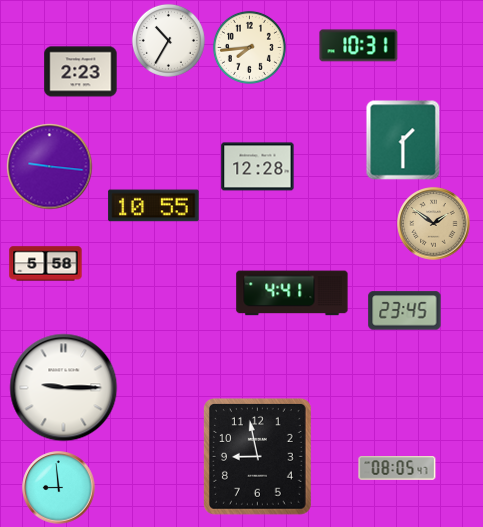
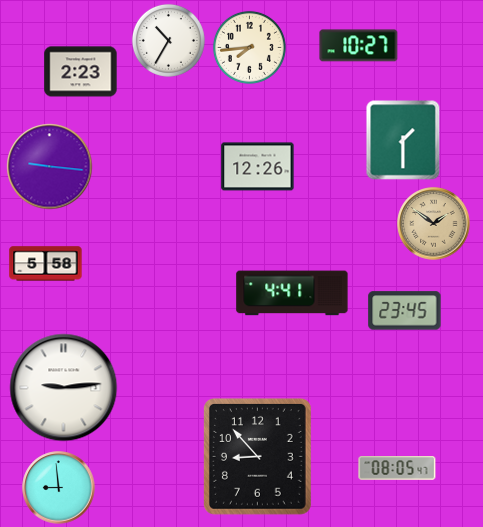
clock at (359, 46): 10:31 -> 10:27
clock at (258, 167): 12:28 -> 12:26
clock at (154, 206): 10:55 -> none
clock at (64, 388): 9:15 -> 9:14
clock at (257, 457): 8:58 -> 8:53
